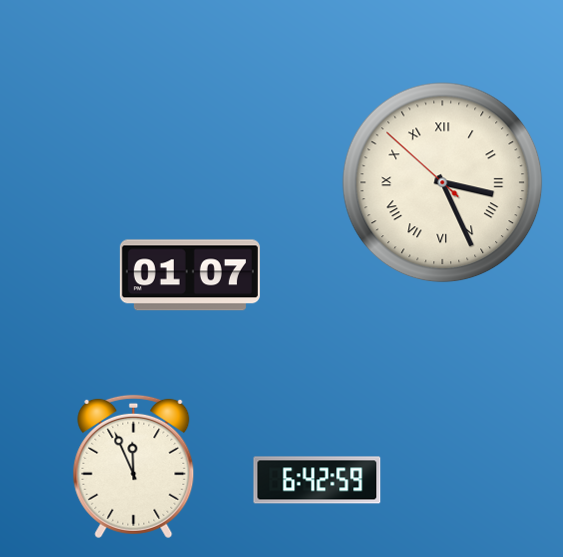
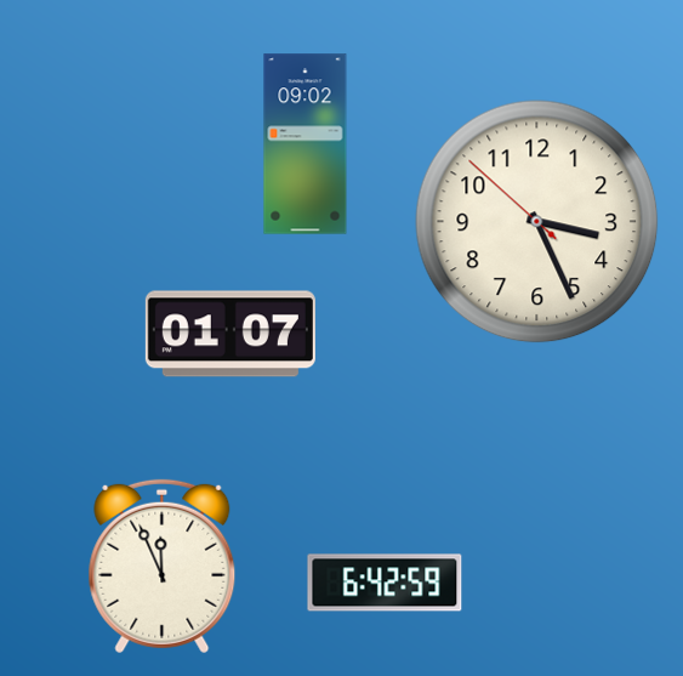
clock at (306, 144): none -> 09:02
clock at (443, 183) numerals: Roman -> Arabic
